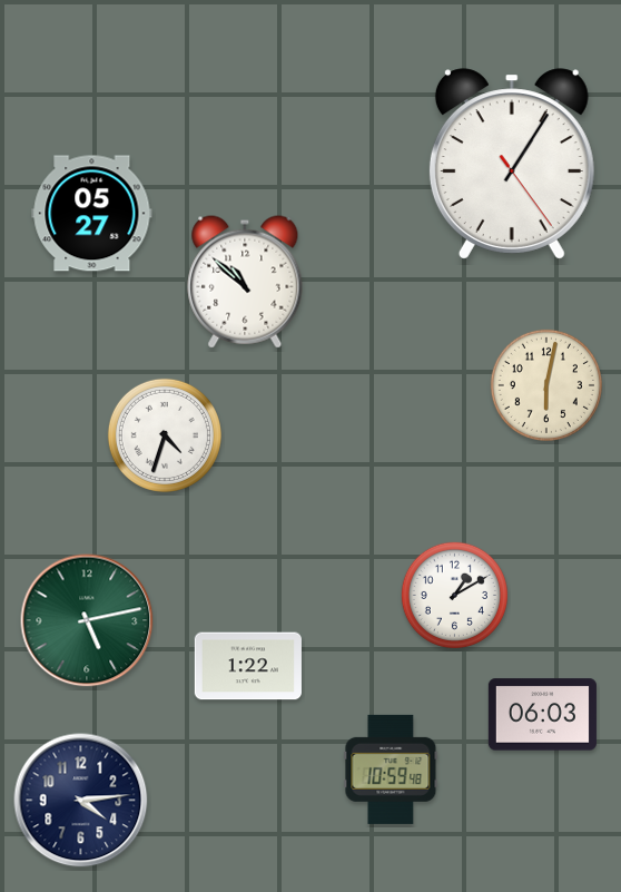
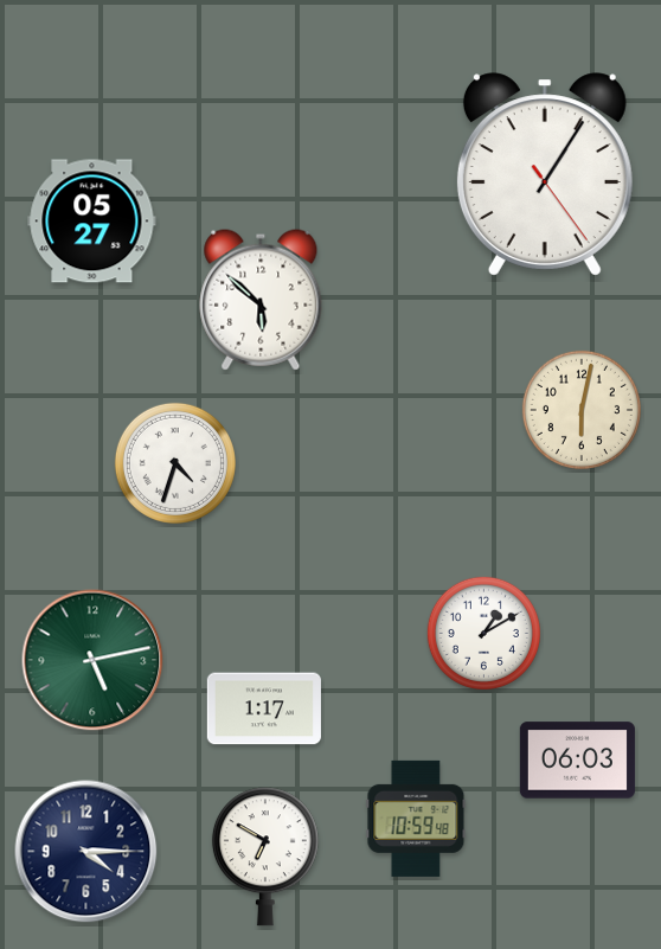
clock at (92, 214) position: (92, 214) -> (92, 222)
clock at (245, 282): 10:52 -> 5:52
clock at (248, 666): 1:22 -> 1:17
clock at (81, 801): 4:14 -> 4:15
clock at (265, 857): none -> 6:50
